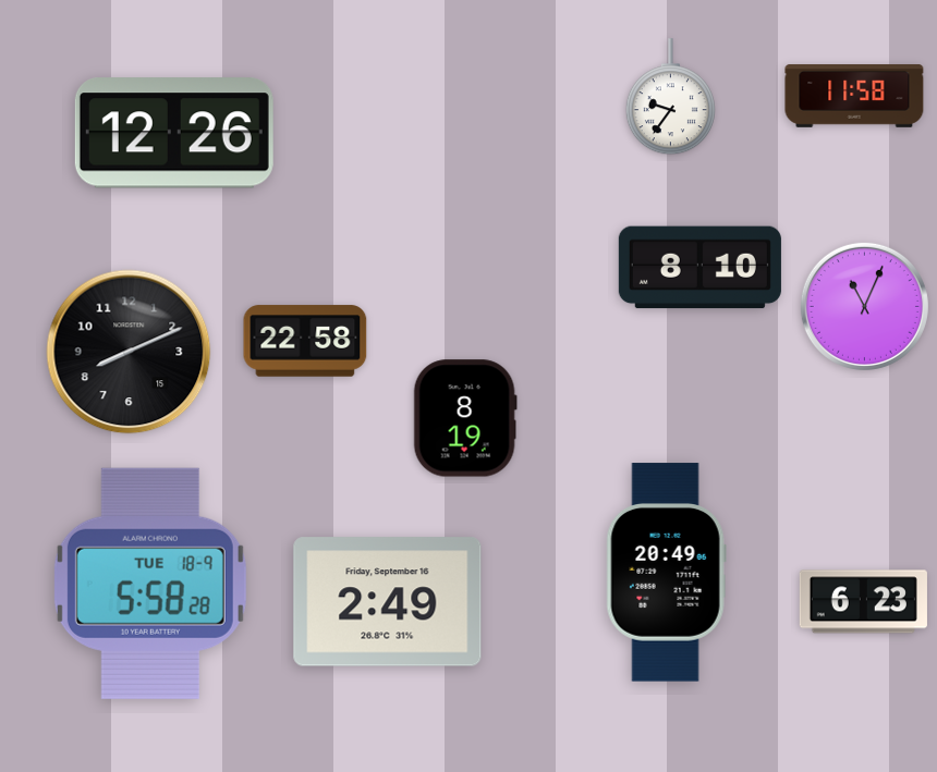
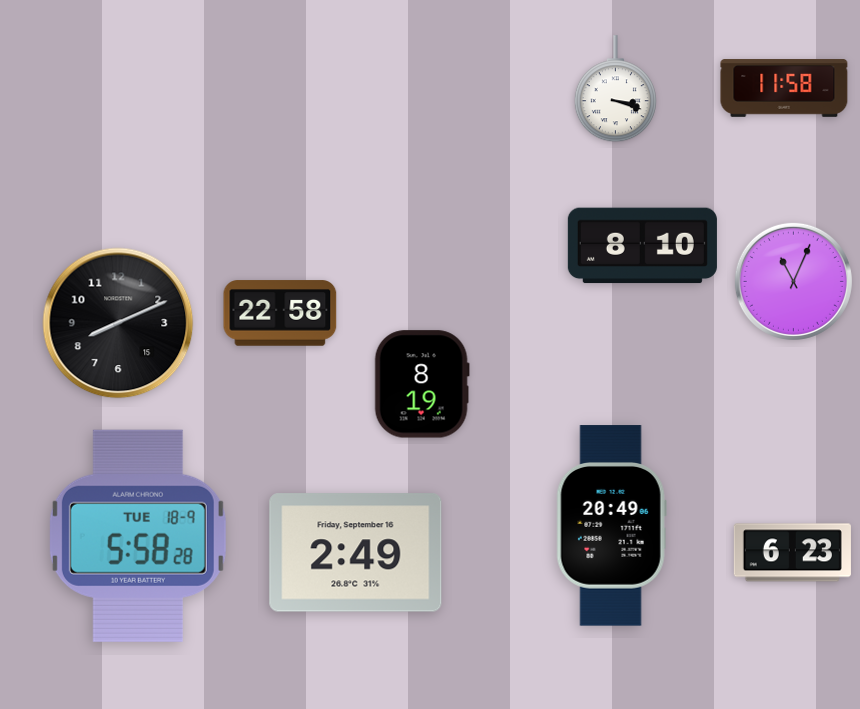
clock at (670, 97): 9:36 -> 3:18
clock at (174, 133): 12:26 -> none
clock at (465, 418) position: (465, 418) -> (422, 384)
